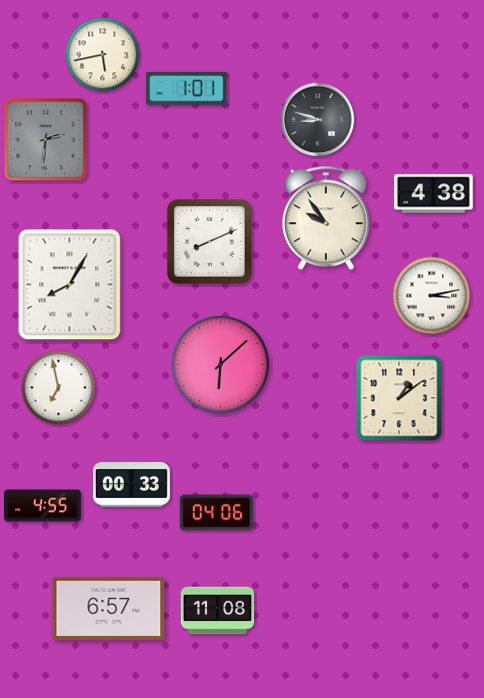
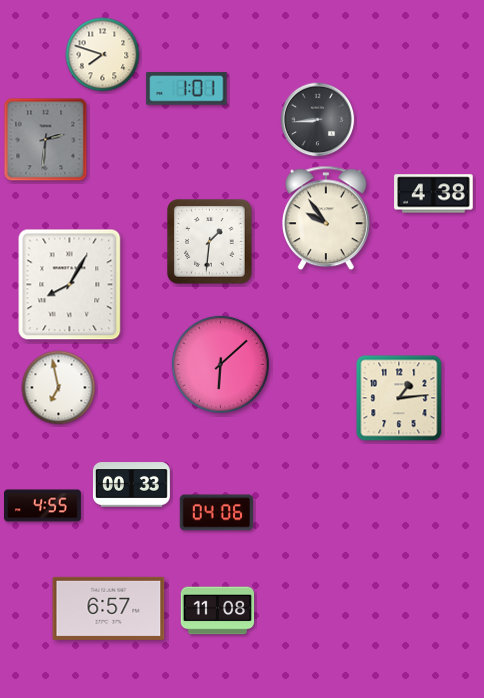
clock at (103, 55): 5:43 -> 7:48
clock at (318, 120): 8:48 -> 8:44
clock at (210, 242): 8:11 -> 1:31
clock at (432, 296): 3:13 -> none
clock at (399, 398): 1:09 -> 1:14
